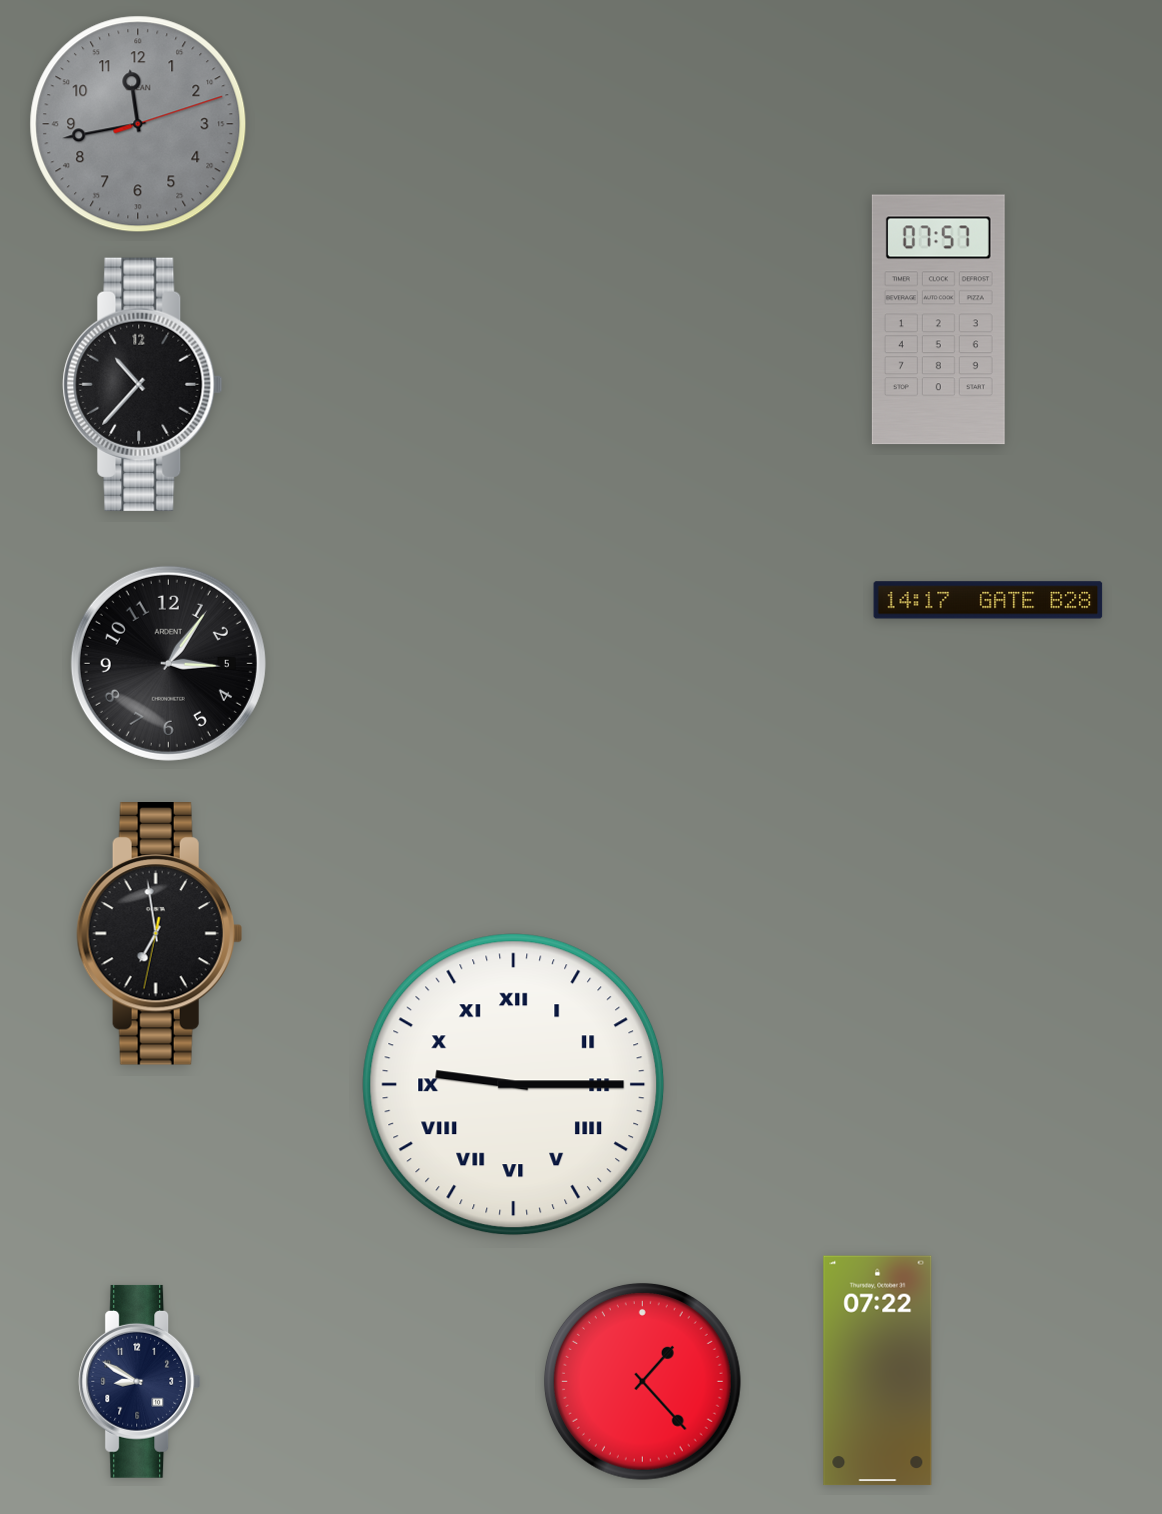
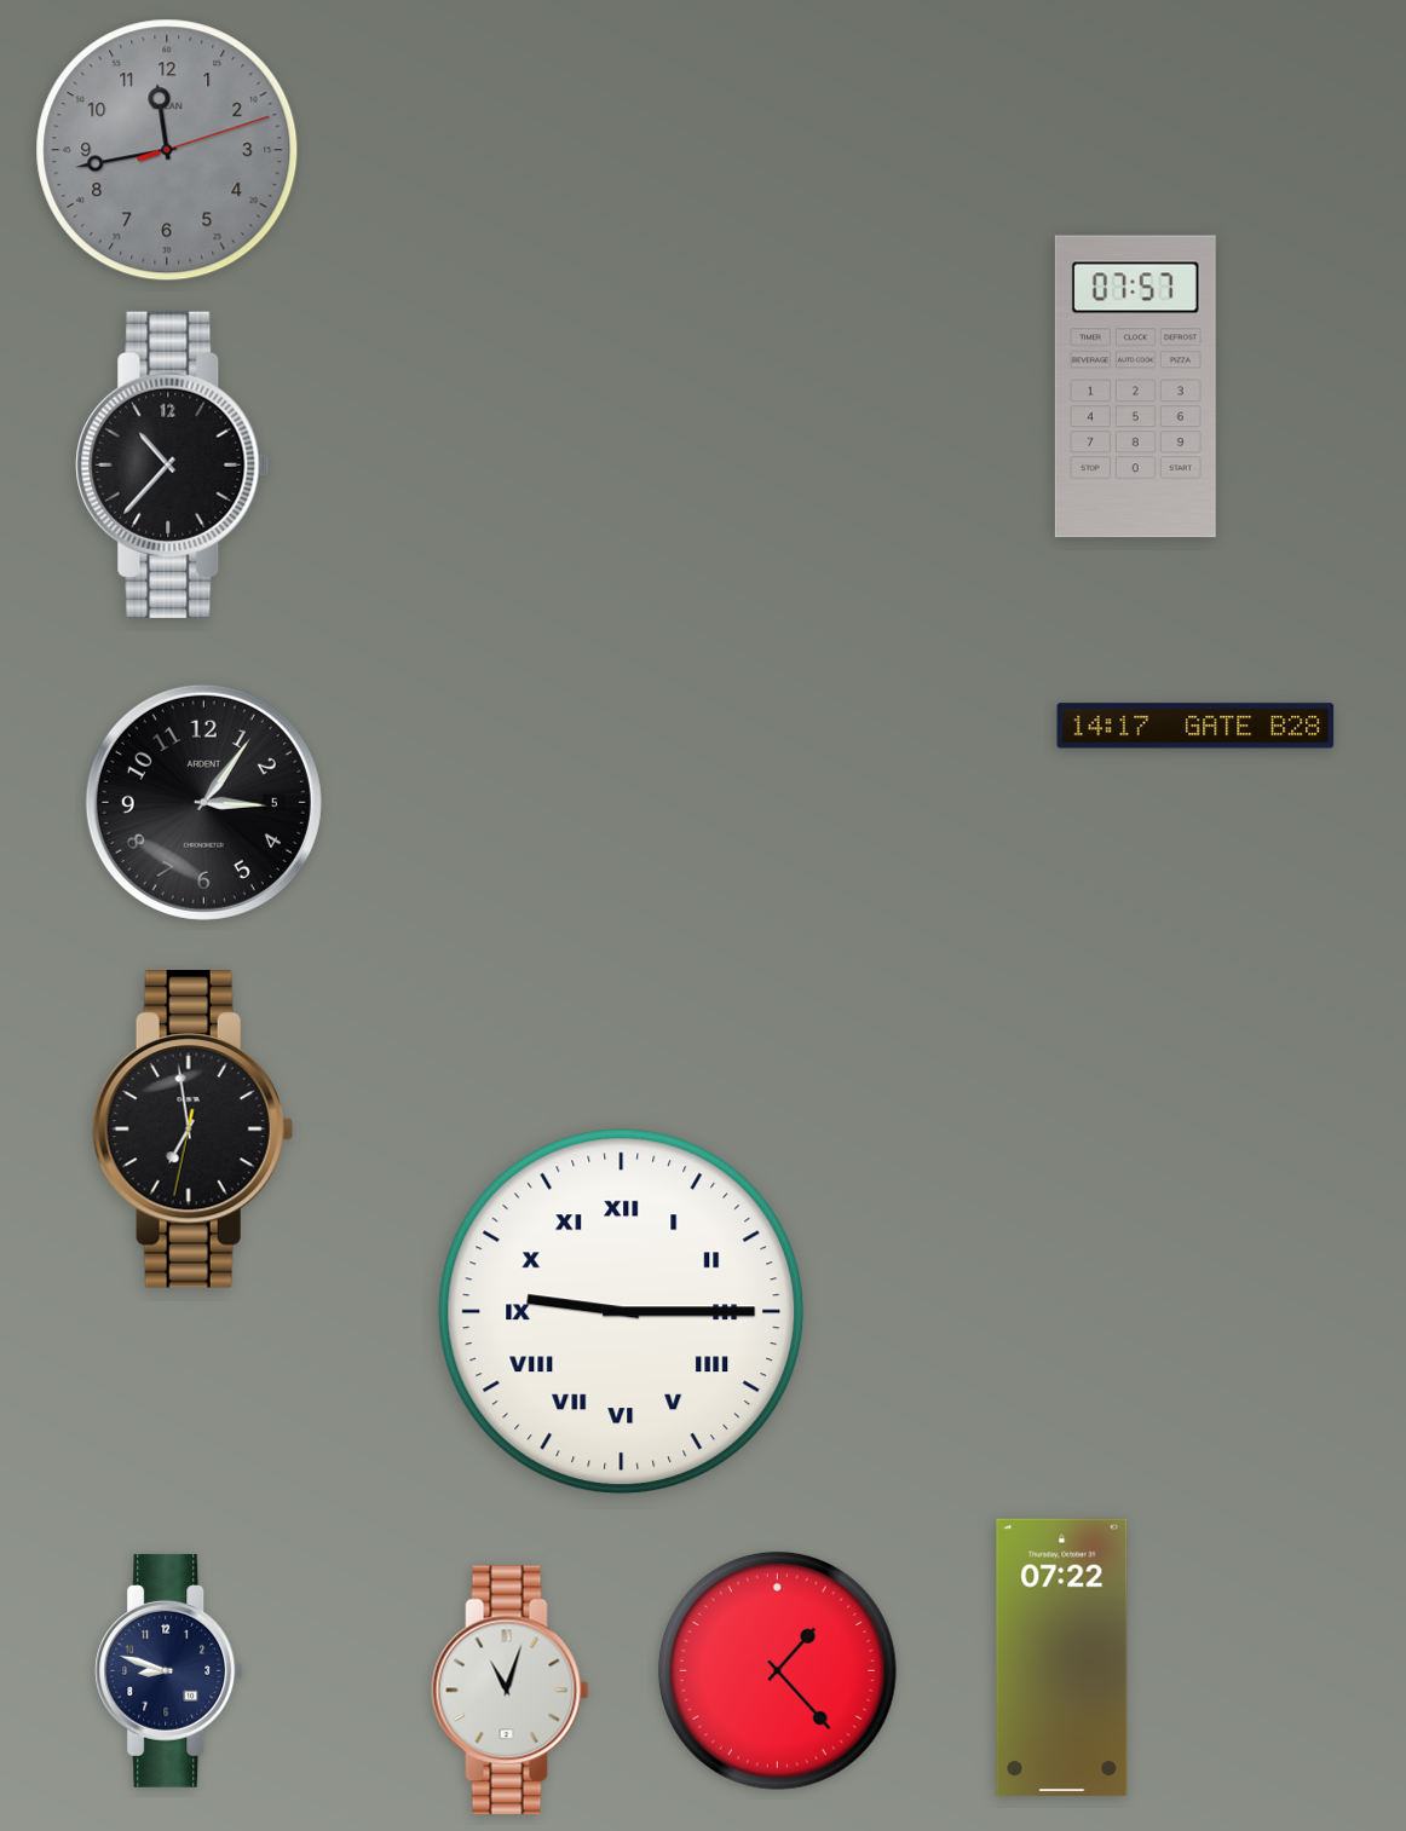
clock at (140, 1381): 8:50 -> 8:48
clock at (511, 1691): none -> 11:03
